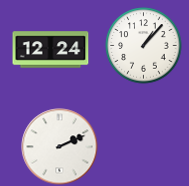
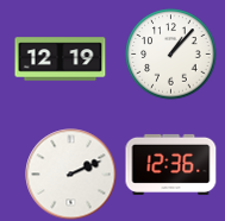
clock at (51, 50): 12:24 -> 12:19
clock at (171, 164): none -> 12:36
